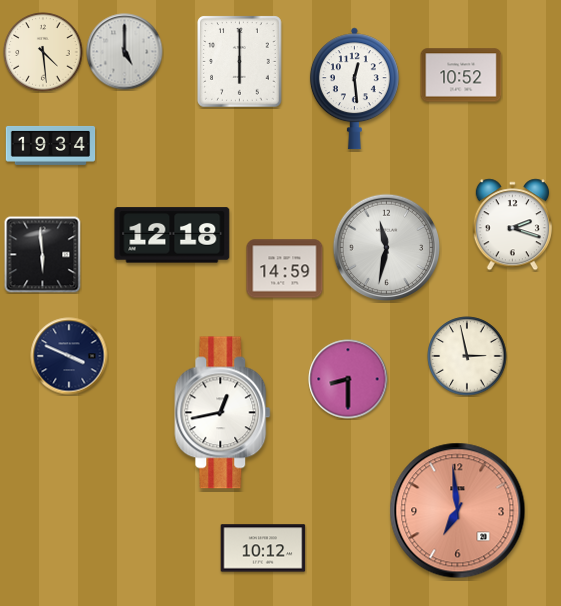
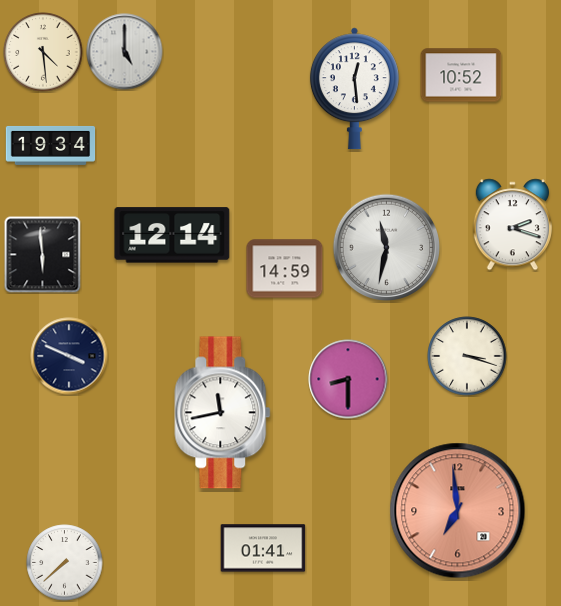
clock at (240, 62): 6:00 -> none
clock at (172, 235): 12:18 -> 12:14
clock at (467, 356): 2:58 -> 3:18
clock at (223, 413): 12:43 -> 11:43
clock at (263, 548): 10:12 -> 01:41
clock at (65, 563): none -> 7:38
